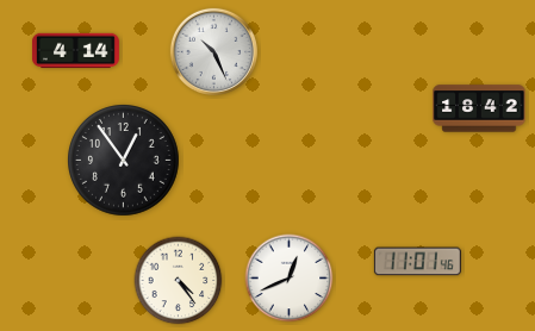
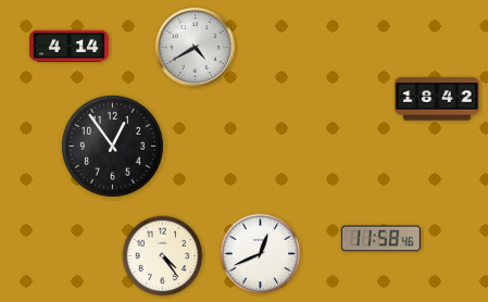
clock at (213, 51): 10:26 -> 4:40
clock at (417, 262): 11:01 -> 11:58
clock at (290, 279) position: (290, 279) -> (261, 254)
